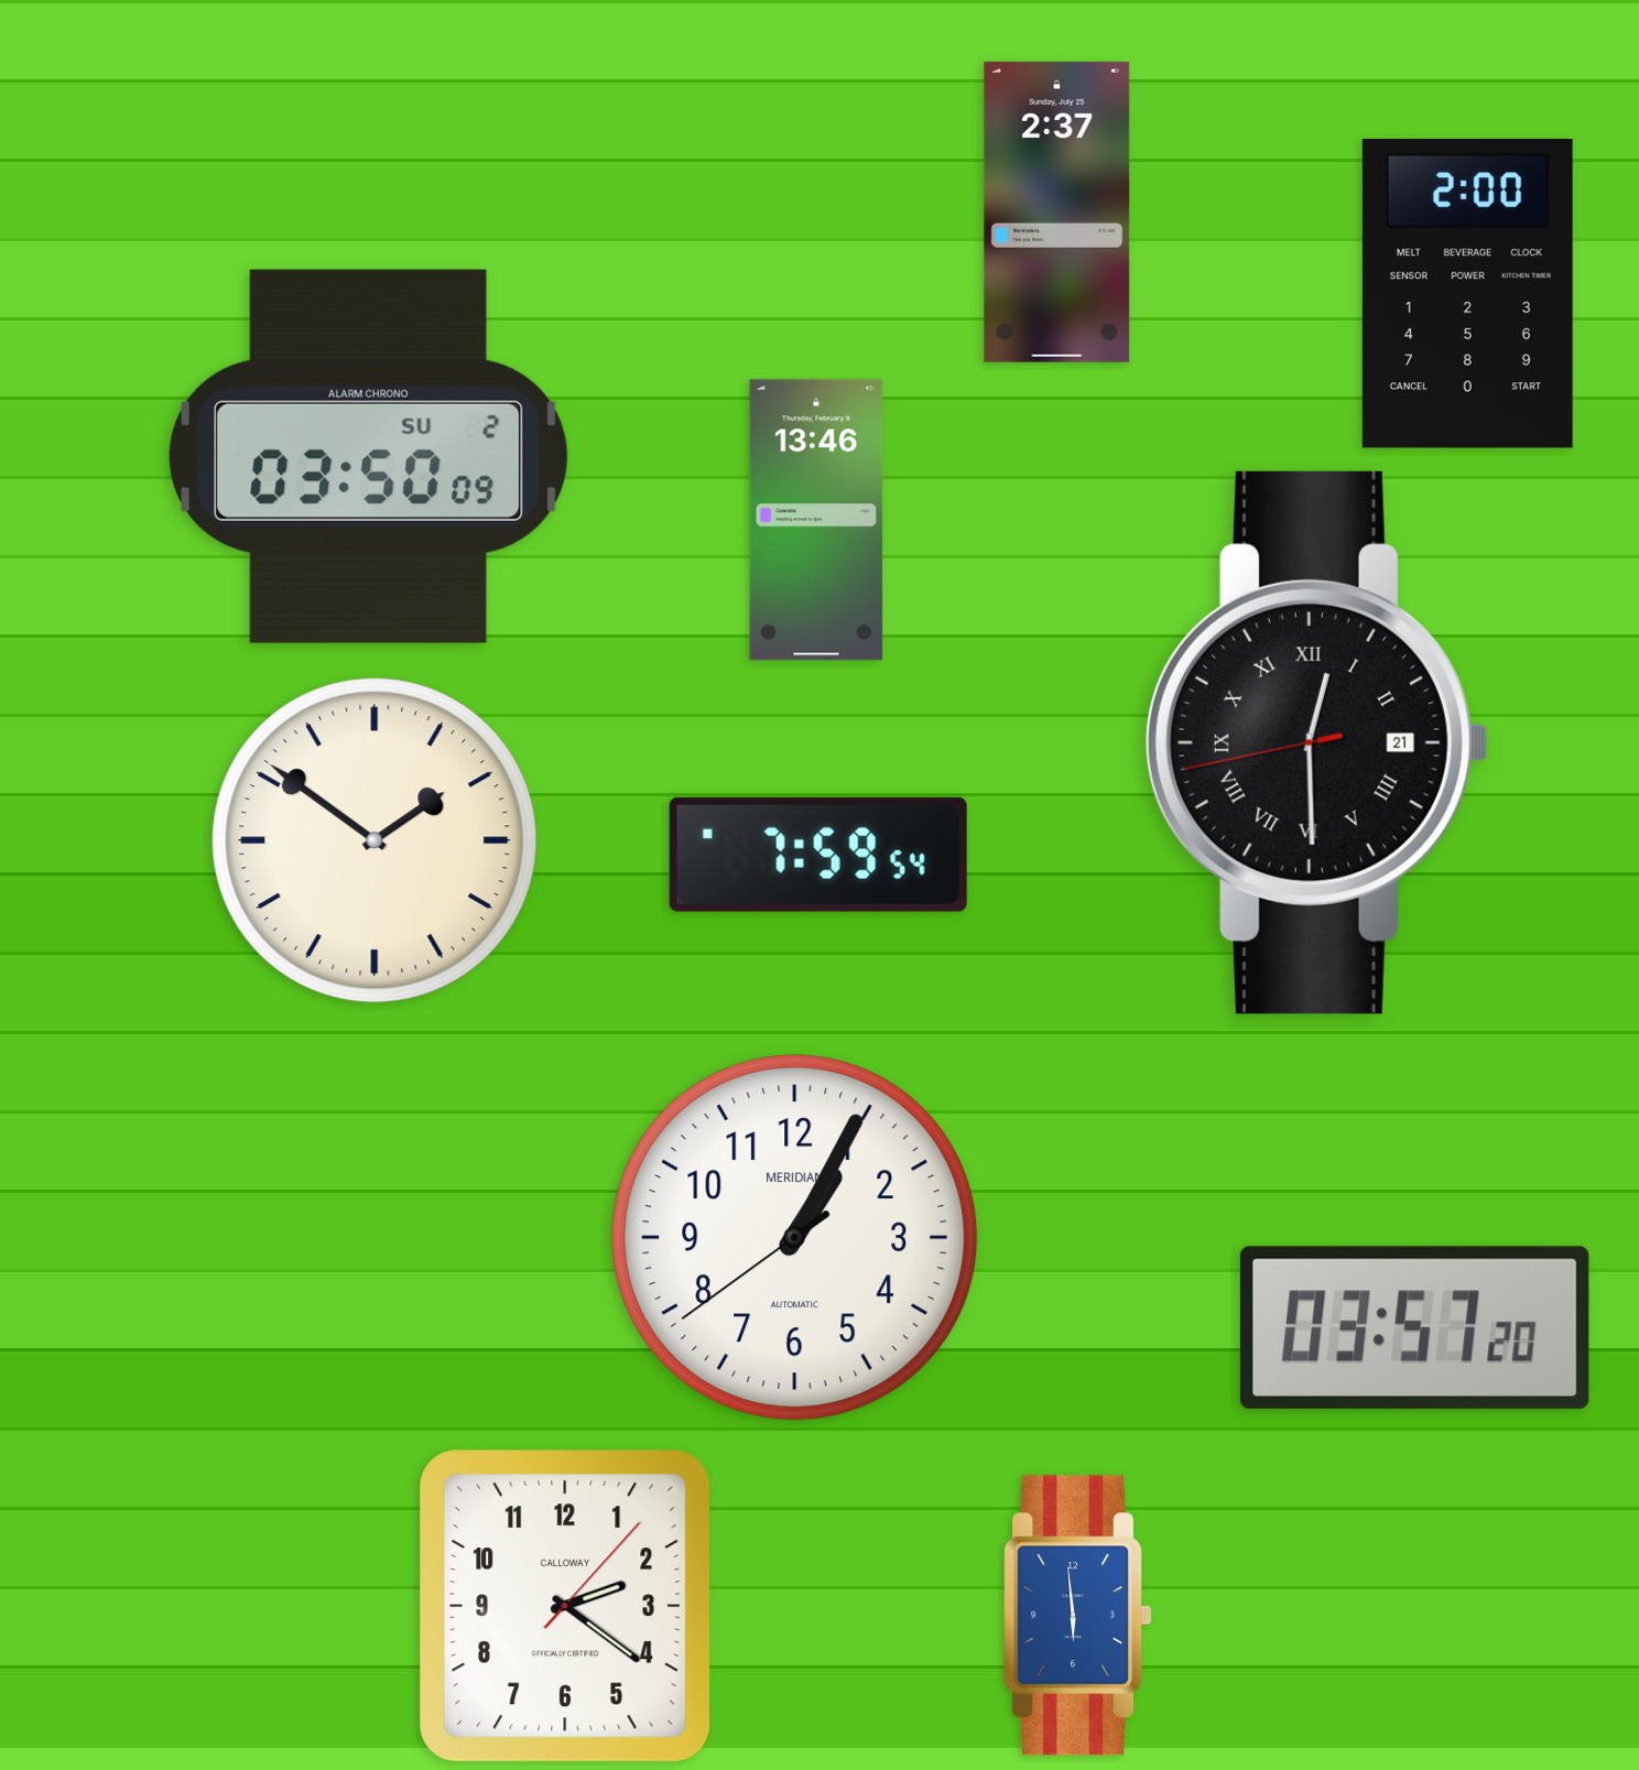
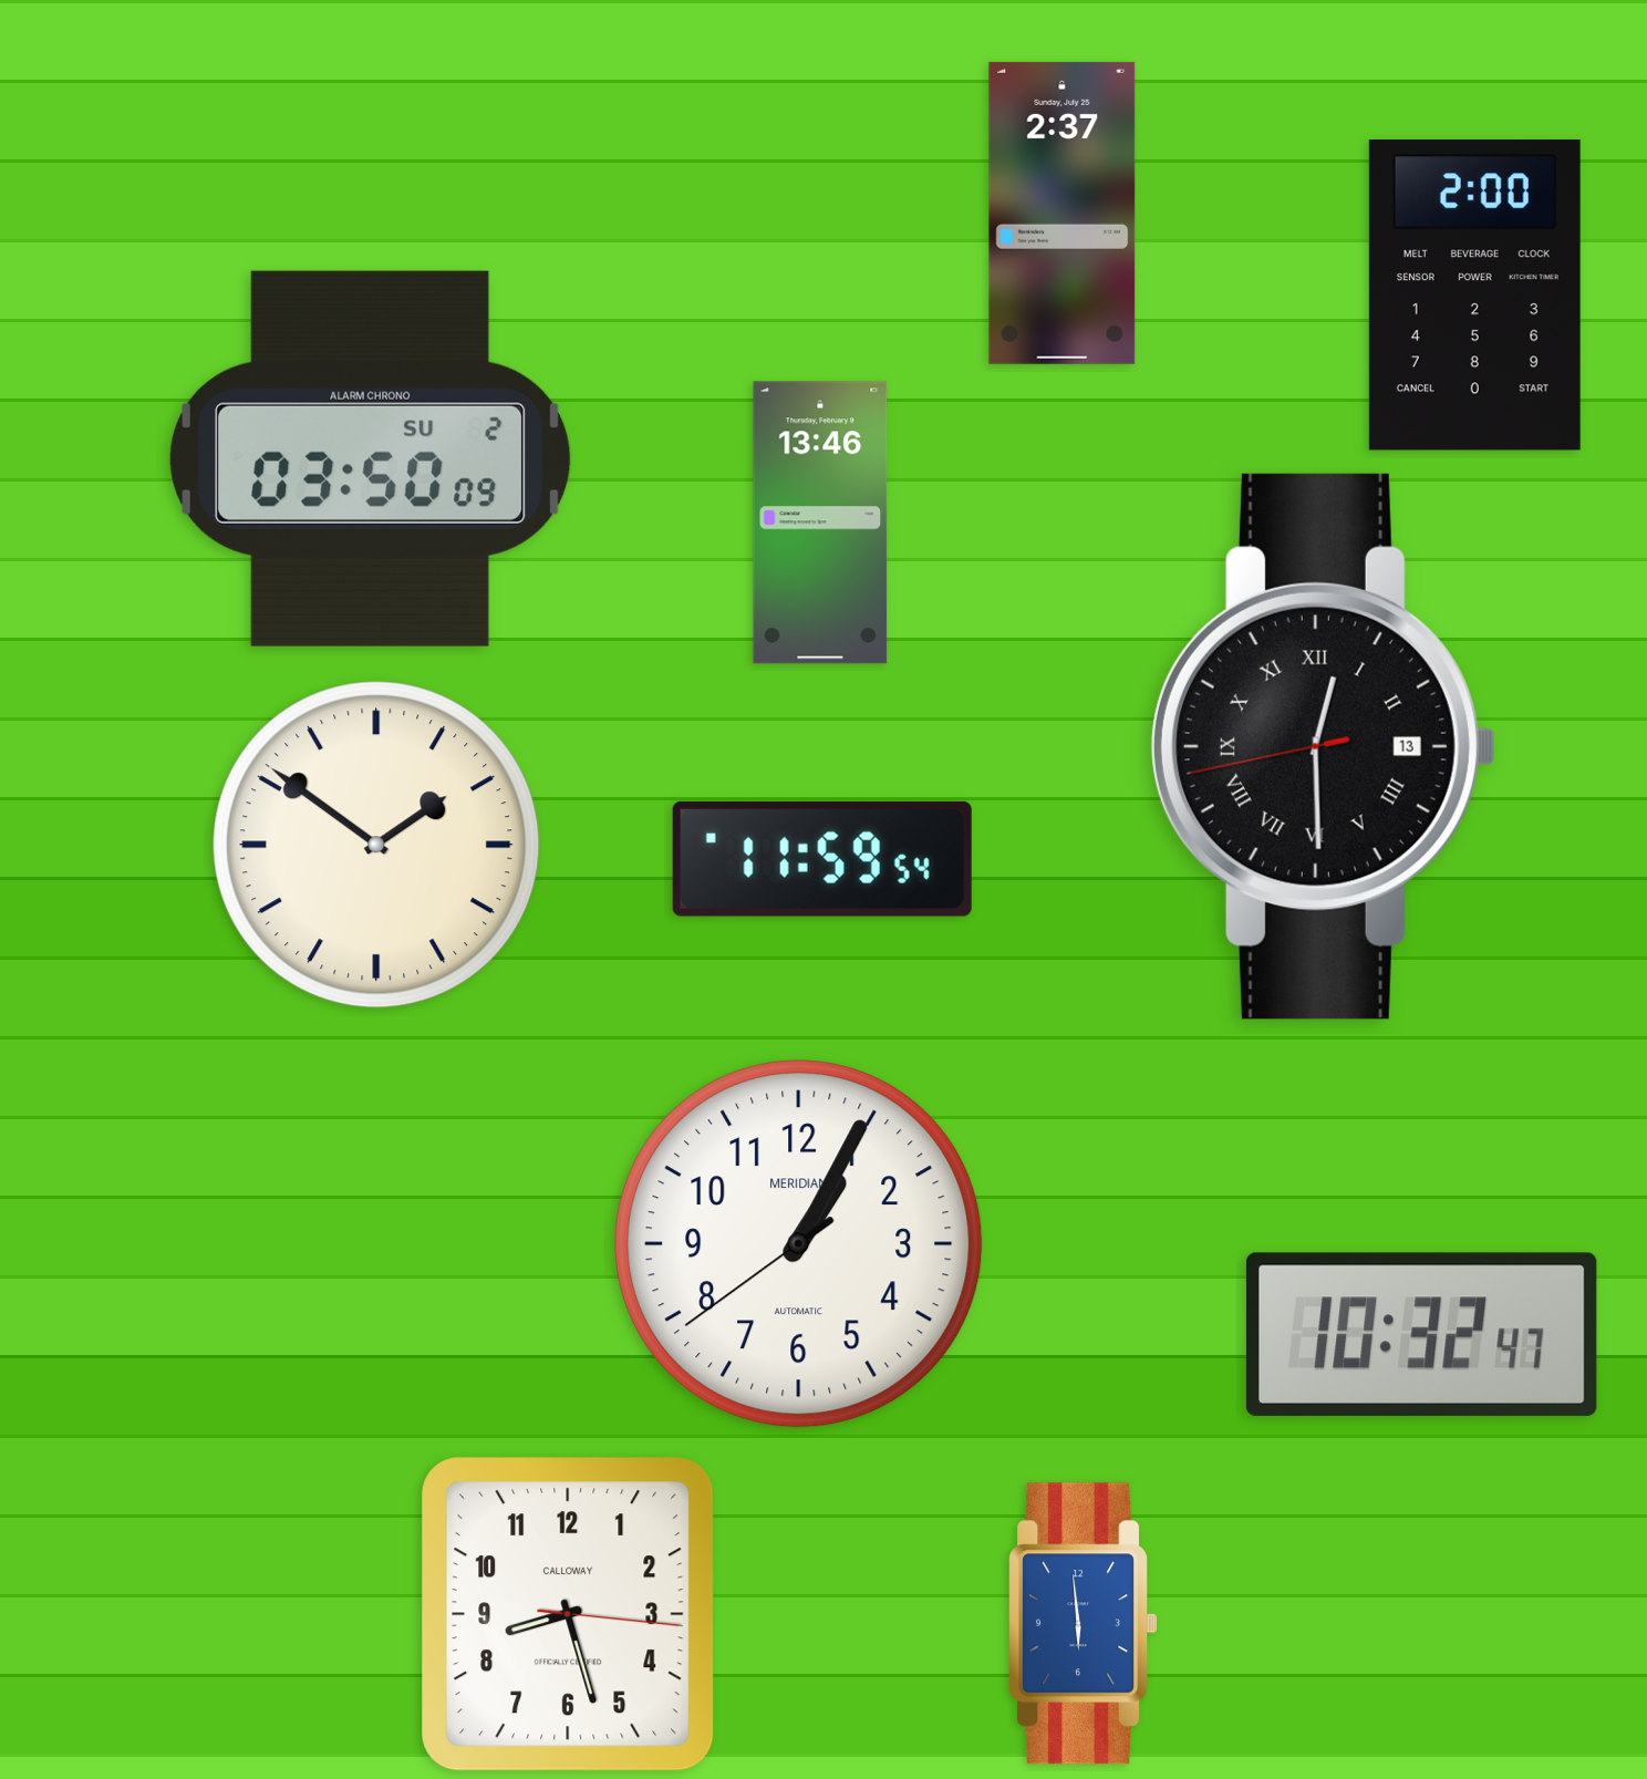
clock at (1316, 742) date: 21 -> 13
clock at (818, 855): 7:59 -> 11:59
clock at (1414, 1327): 03:57 -> 10:32
clock at (565, 1606): 2:21 -> 8:27
